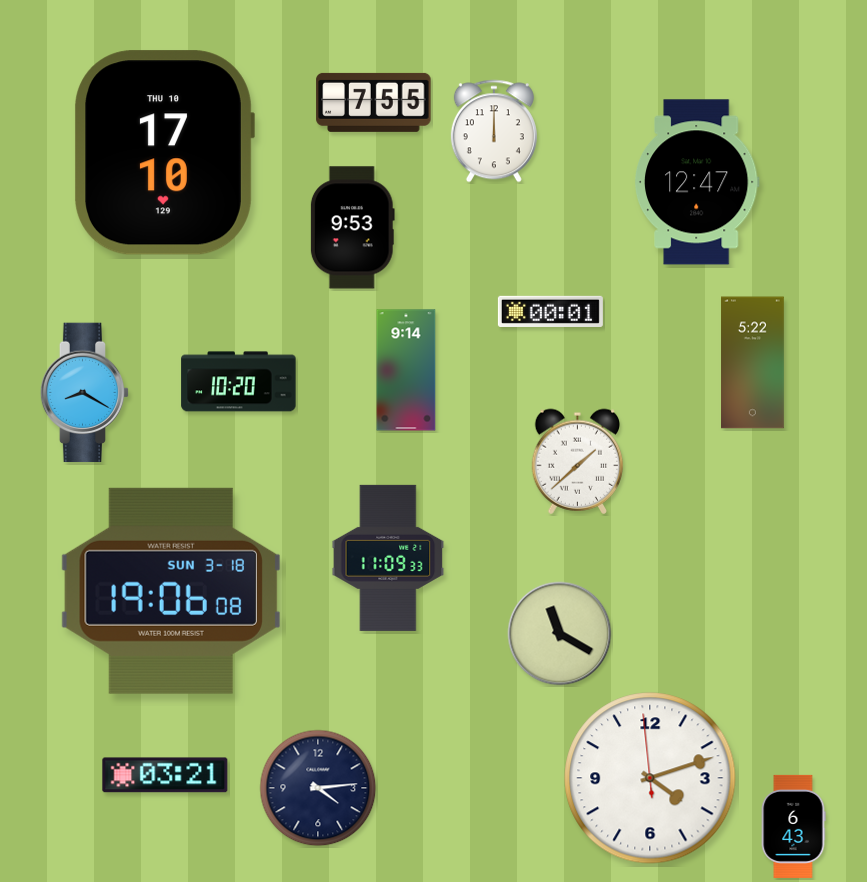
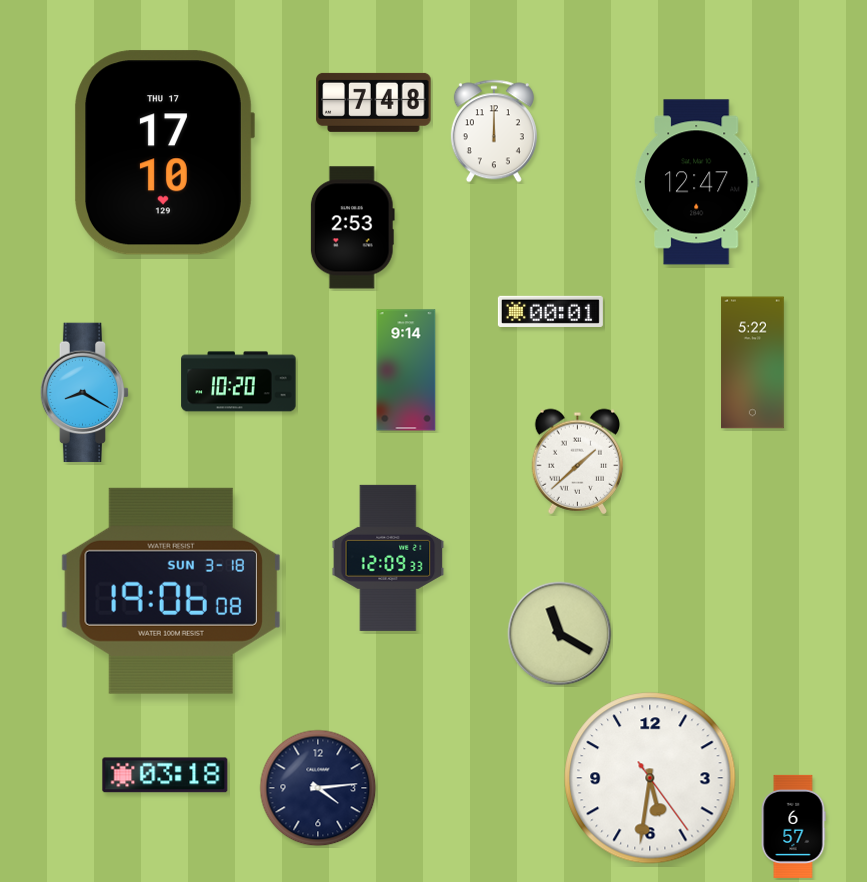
clock at (374, 102): 7:55 -> 7:48
clock at (165, 153) date: THU 10 -> THU 17
clock at (352, 228): 9:53 -> 2:53
clock at (388, 558): 11:09 -> 12:09
clock at (165, 775): 03:21 -> 03:18
clock at (650, 778): 4:11 -> 5:31
clock at (793, 826): 6:43 -> 6:57
